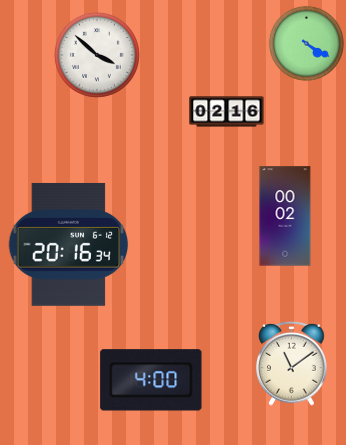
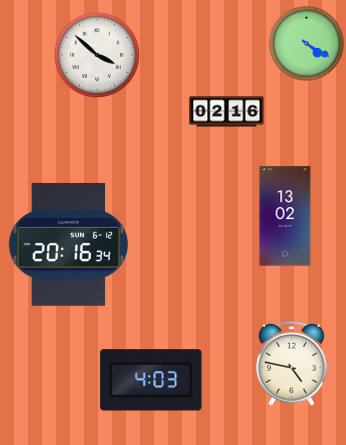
clock at (285, 216): 00:02 -> 13:02
clock at (292, 363): 11:09 -> 4:47
clock at (151, 380): 4:00 -> 4:03
